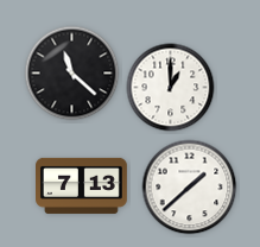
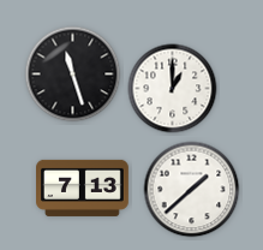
clock at (72, 74): 11:22 -> 11:27
